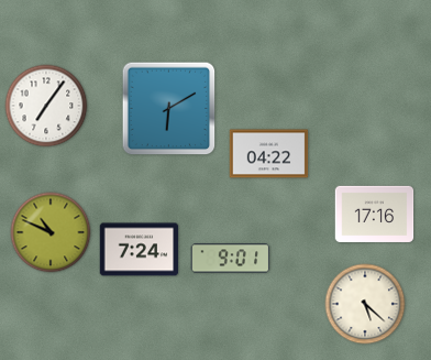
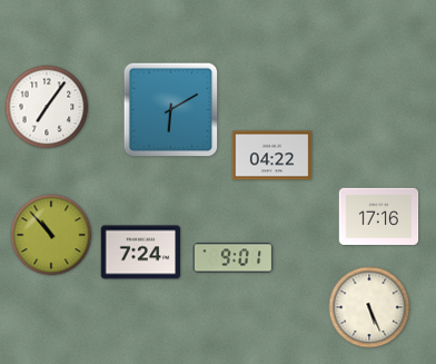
clock at (51, 232): 10:49 -> 10:53
clock at (231, 259) position: (231, 259) -> (234, 258)
clock at (365, 304): 5:22 -> 5:26
